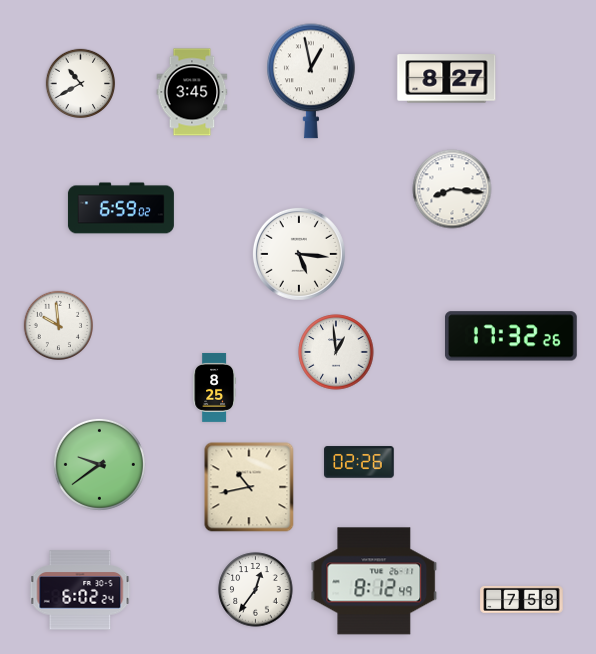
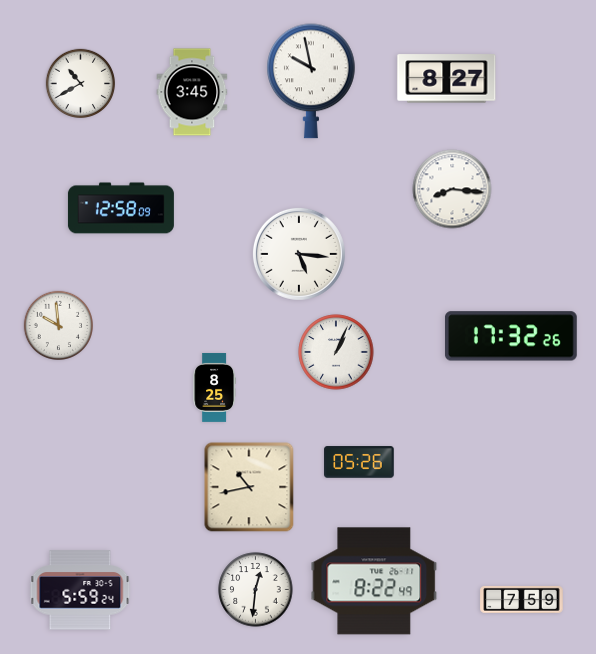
clock at (312, 81): 12:58 -> 9:58
clock at (121, 208): 6:59 -> 12:58
clock at (336, 352): 12:59 -> 1:04
clock at (359, 462): 02:26 -> 05:26
clock at (99, 464): 9:39 -> none
clock at (374, 581): 8:12 -> 8:22
clock at (80, 590): 6:02 -> 5:59
clock at (256, 590): 12:36 -> 12:31
clock at (522, 599): 7:58 -> 7:59
